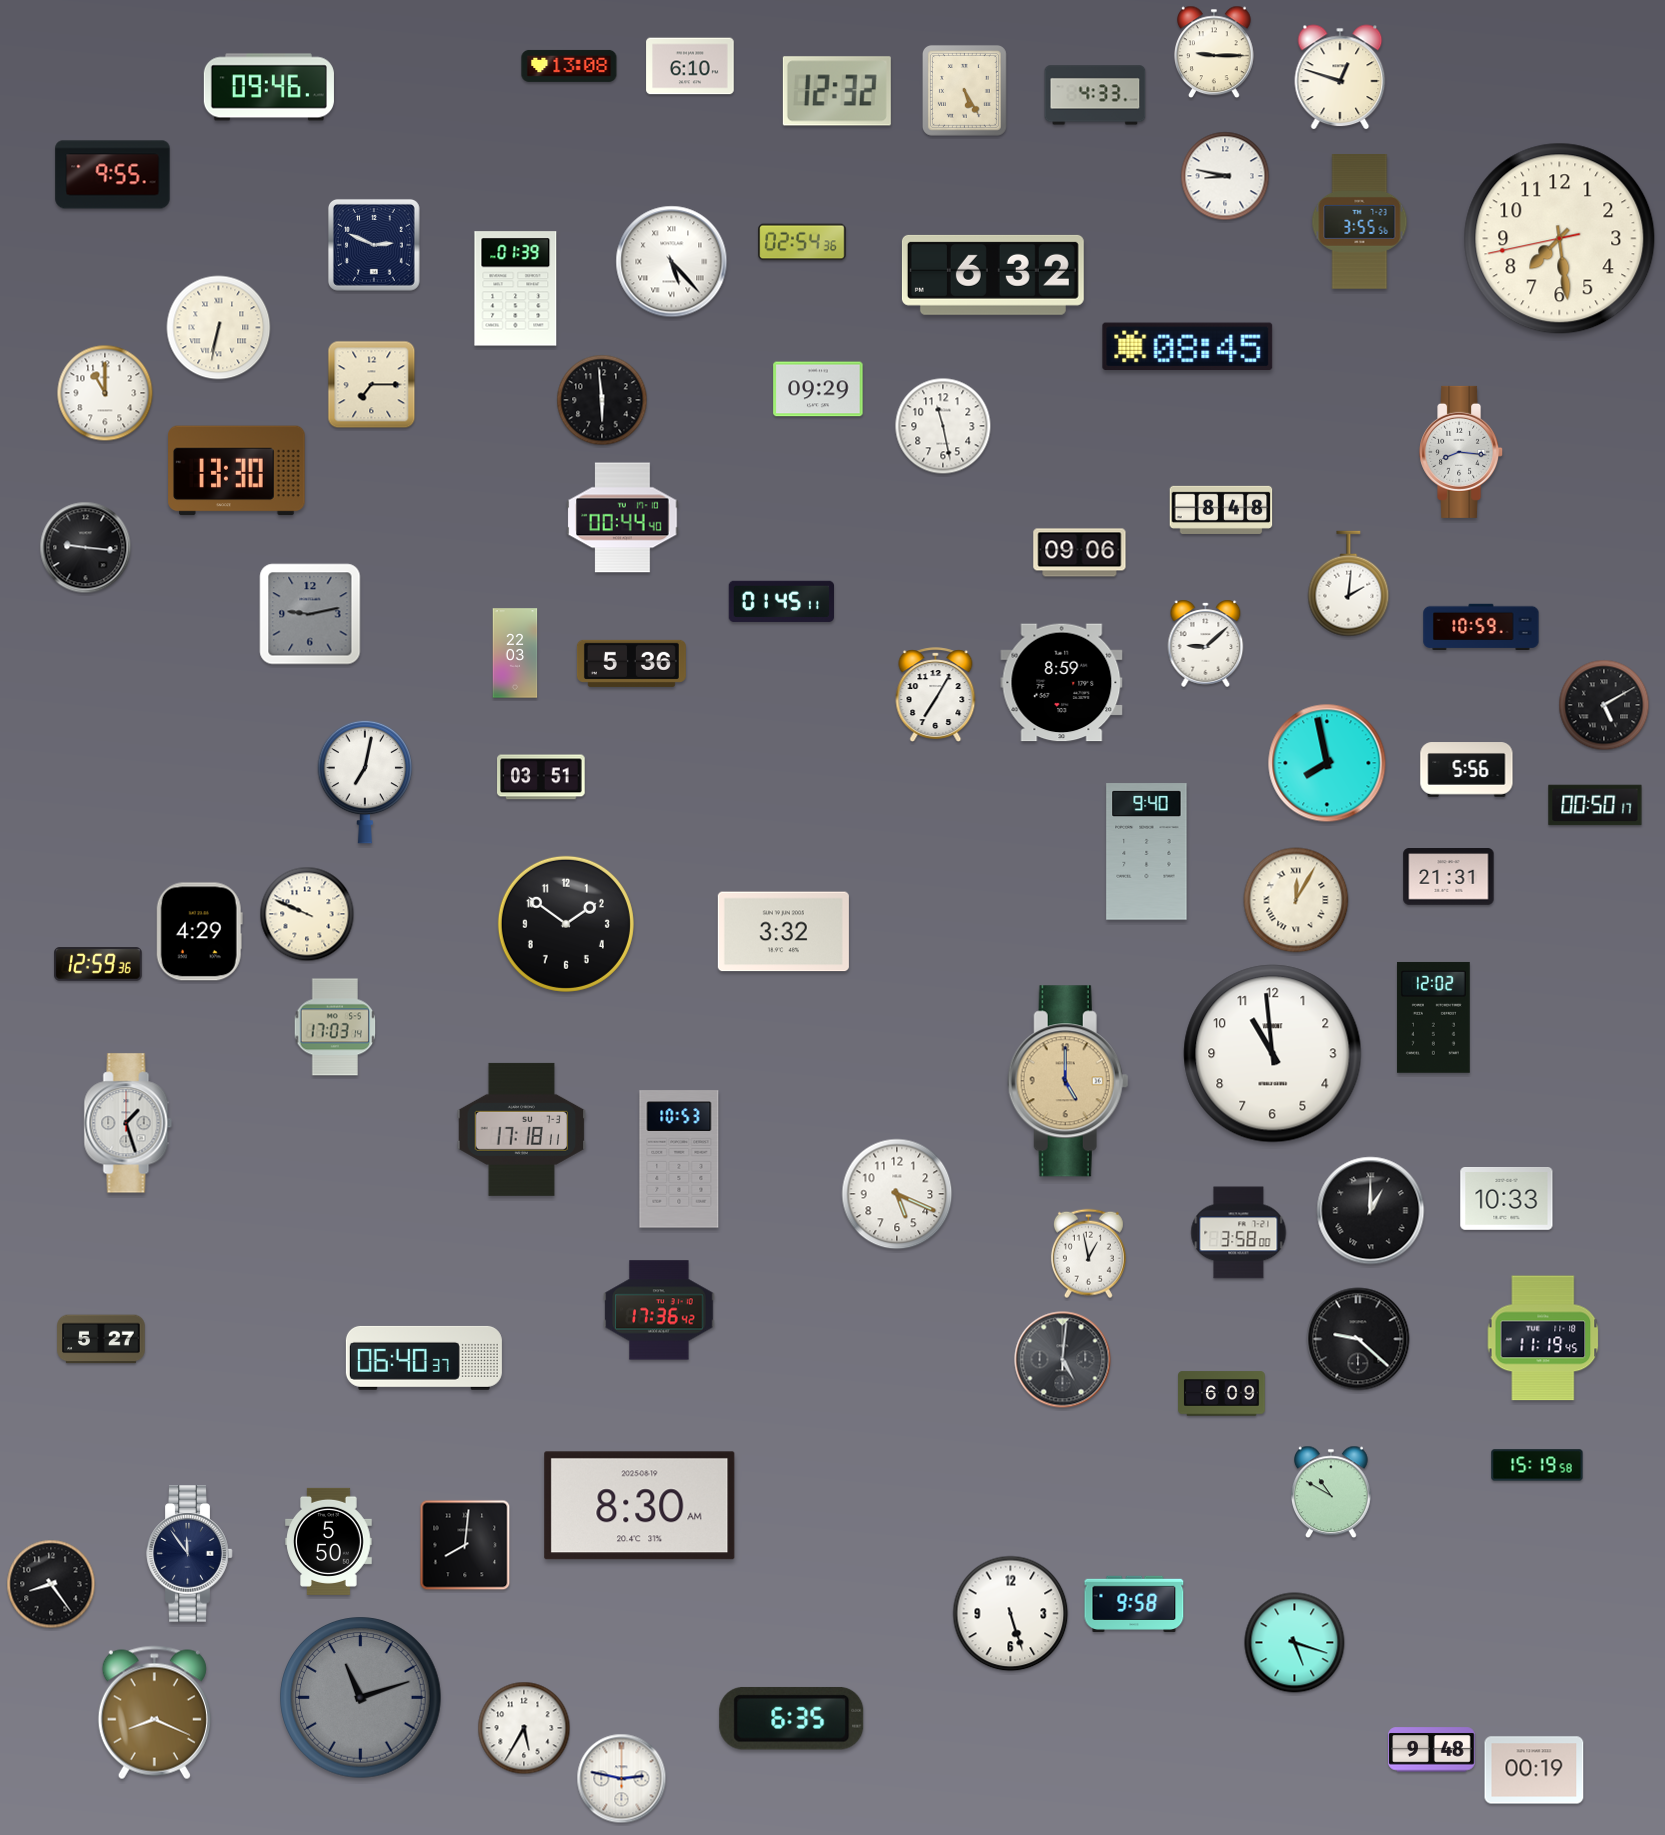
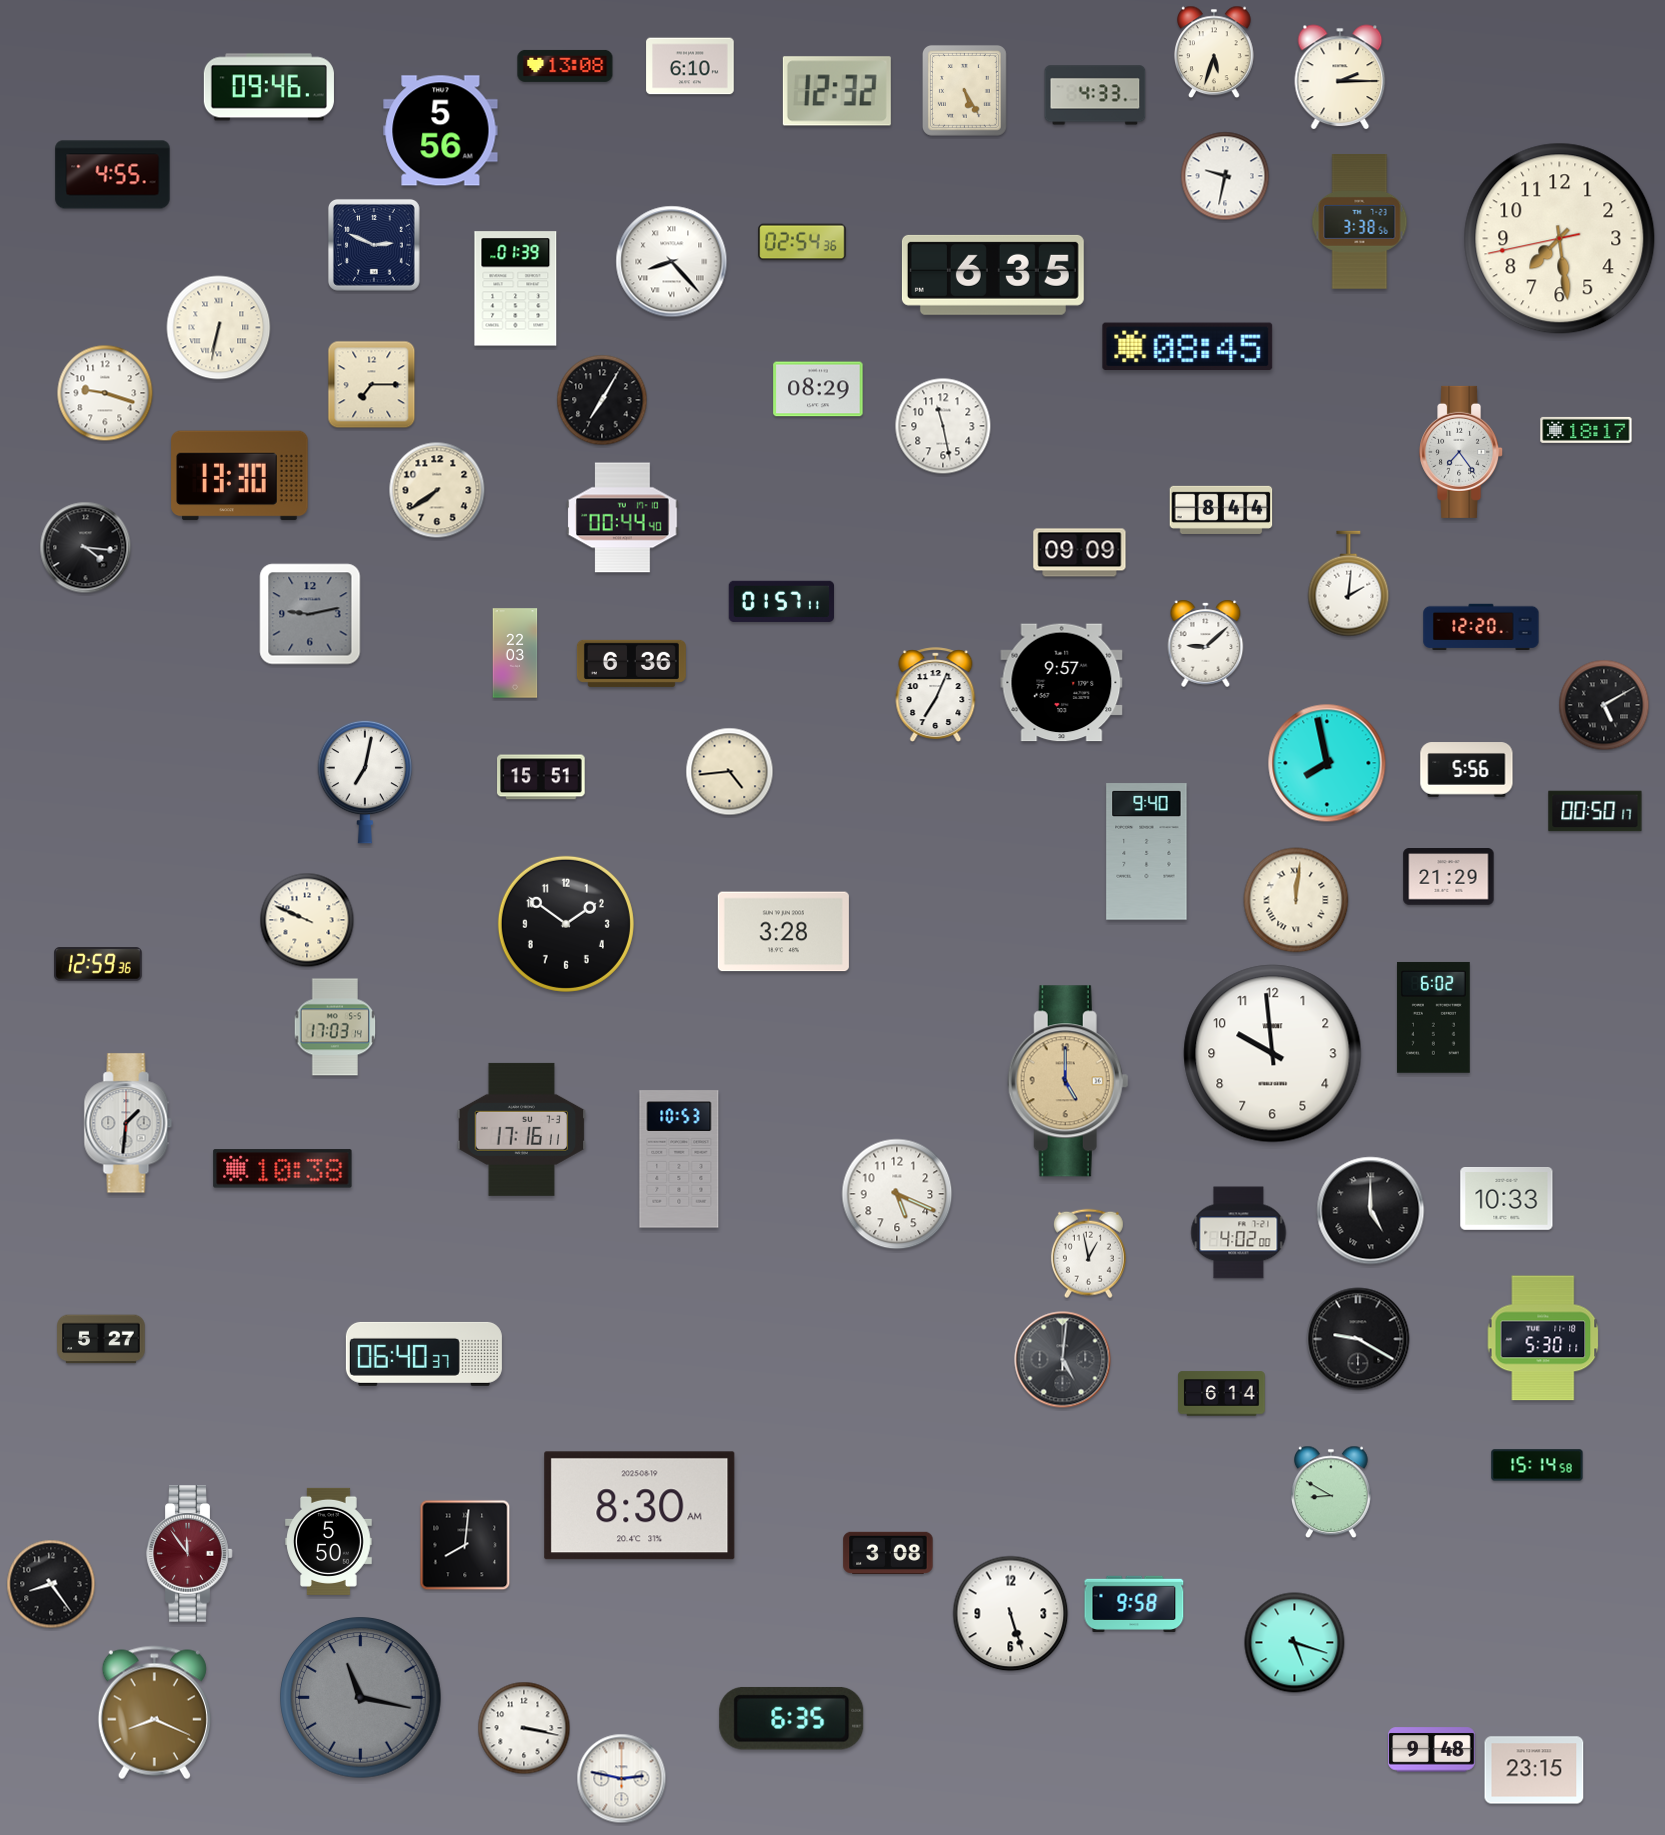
clock at (1215, 52): 9:15 -> 5:33
clock at (569, 66) position: (569, 66) -> (565, 66)
clock at (1340, 77): 12:48 -> 2:15
clock at (441, 131): none -> 5:56
clock at (113, 175): 9:55 -> 4:55
clock at (1225, 176): 8:47 -> 9:32
clock at (1360, 222): 3:55 -> 3:38
clock at (672, 262): 5:23 -> 8:23
clock at (993, 275): 6:32 -> 6:35
clock at (818, 389): 09:29 -> 08:29
clock at (105, 393): 11:00 -> 9:18
clock at (602, 400): 5:59 -> 7:05
clock at (1586, 430): none -> 18:17
clock at (1462, 452): 8:16 -> 7:24
clock at (237, 471) position: (237, 471) -> (240, 476)
clock at (437, 490): none -> 7:39
clock at (1221, 510): 8:48 -> 8:44
clock at (86, 548): 9:16 -> 4:16
clock at (1080, 553): 09:06 -> 09:09
clock at (781, 601): 01:45 -> 01:57
clock at (1481, 627): 10:59 -> 12:20
clock at (631, 663): 5:36 -> 6:36
clock at (1062, 683): 8:59 -> 9:57
clock at (936, 694): 7:05 -> 7:04
clock at (730, 772): none -> 4:44
clock at (541, 777): 03:51 -> 15:51
clock at (1595, 805) position: (1595, 805) -> (1595, 811)
clock at (1449, 877): 21:31 -> 21:29
clock at (1296, 900): 12:05 -> 12:01
clock at (307, 914) position: (307, 914) -> (307, 920)
clock at (199, 932): 4:29 -> none
clock at (783, 932): 3:32 -> 3:28
clock at (1433, 1017): 12:02 -> 6:02
clock at (1273, 1054): 10:59 -> 9:59
clock at (128, 1123): 1:27 -> 1:31
clock at (522, 1129): 17:18 -> 17:16
clock at (283, 1169): none -> 10:38
clock at (1371, 1211): 1:00 -> 5:00
clock at (1239, 1233): 3:58 -> 4:02
clock at (659, 1310): 17:36 -> none
clock at (1543, 1338): 11:19 -> 5:30
clock at (1358, 1339): 9:22 -> 9:20
clock at (424, 1358) position: (424, 1358) -> (424, 1354)
clock at (1222, 1394): 6:09 -> 6:14
clock at (1537, 1465): 15:19 -> 15:14
clock at (1332, 1492): 10:50 -> 8:50
clock at (888, 1553): none -> 3:08
clock at (190, 1554) dial: navy -> burgundy
clock at (361, 1698): 11:12 -> 11:17
clock at (524, 1728): 5:35 -> 3:17
clock at (1534, 1770): 00:19 -> 23:15
